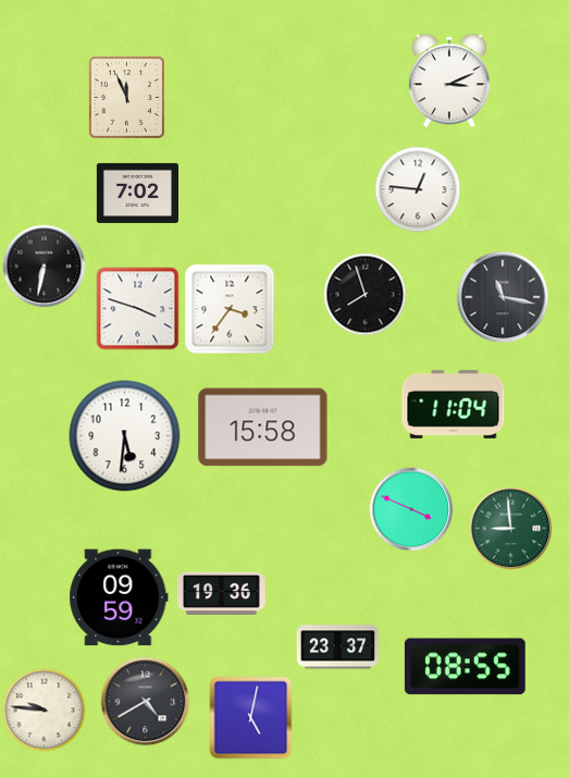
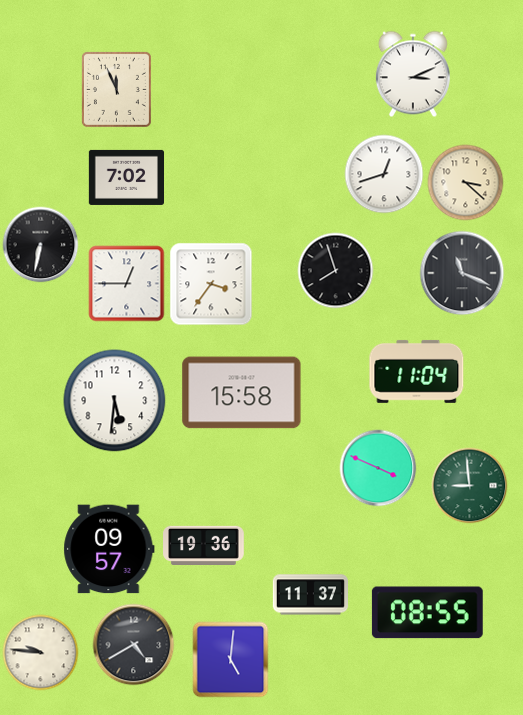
clock at (418, 189): 12:46 -> 12:42
clock at (466, 183): none -> 3:22
clock at (503, 297): 11:17 -> 11:19
clock at (138, 309): 3:48 -> 12:45
clock at (119, 597): 09:59 -> 09:57
clock at (337, 647): 23:37 -> 11:37
clock at (251, 718): 5:02 -> 5:01
